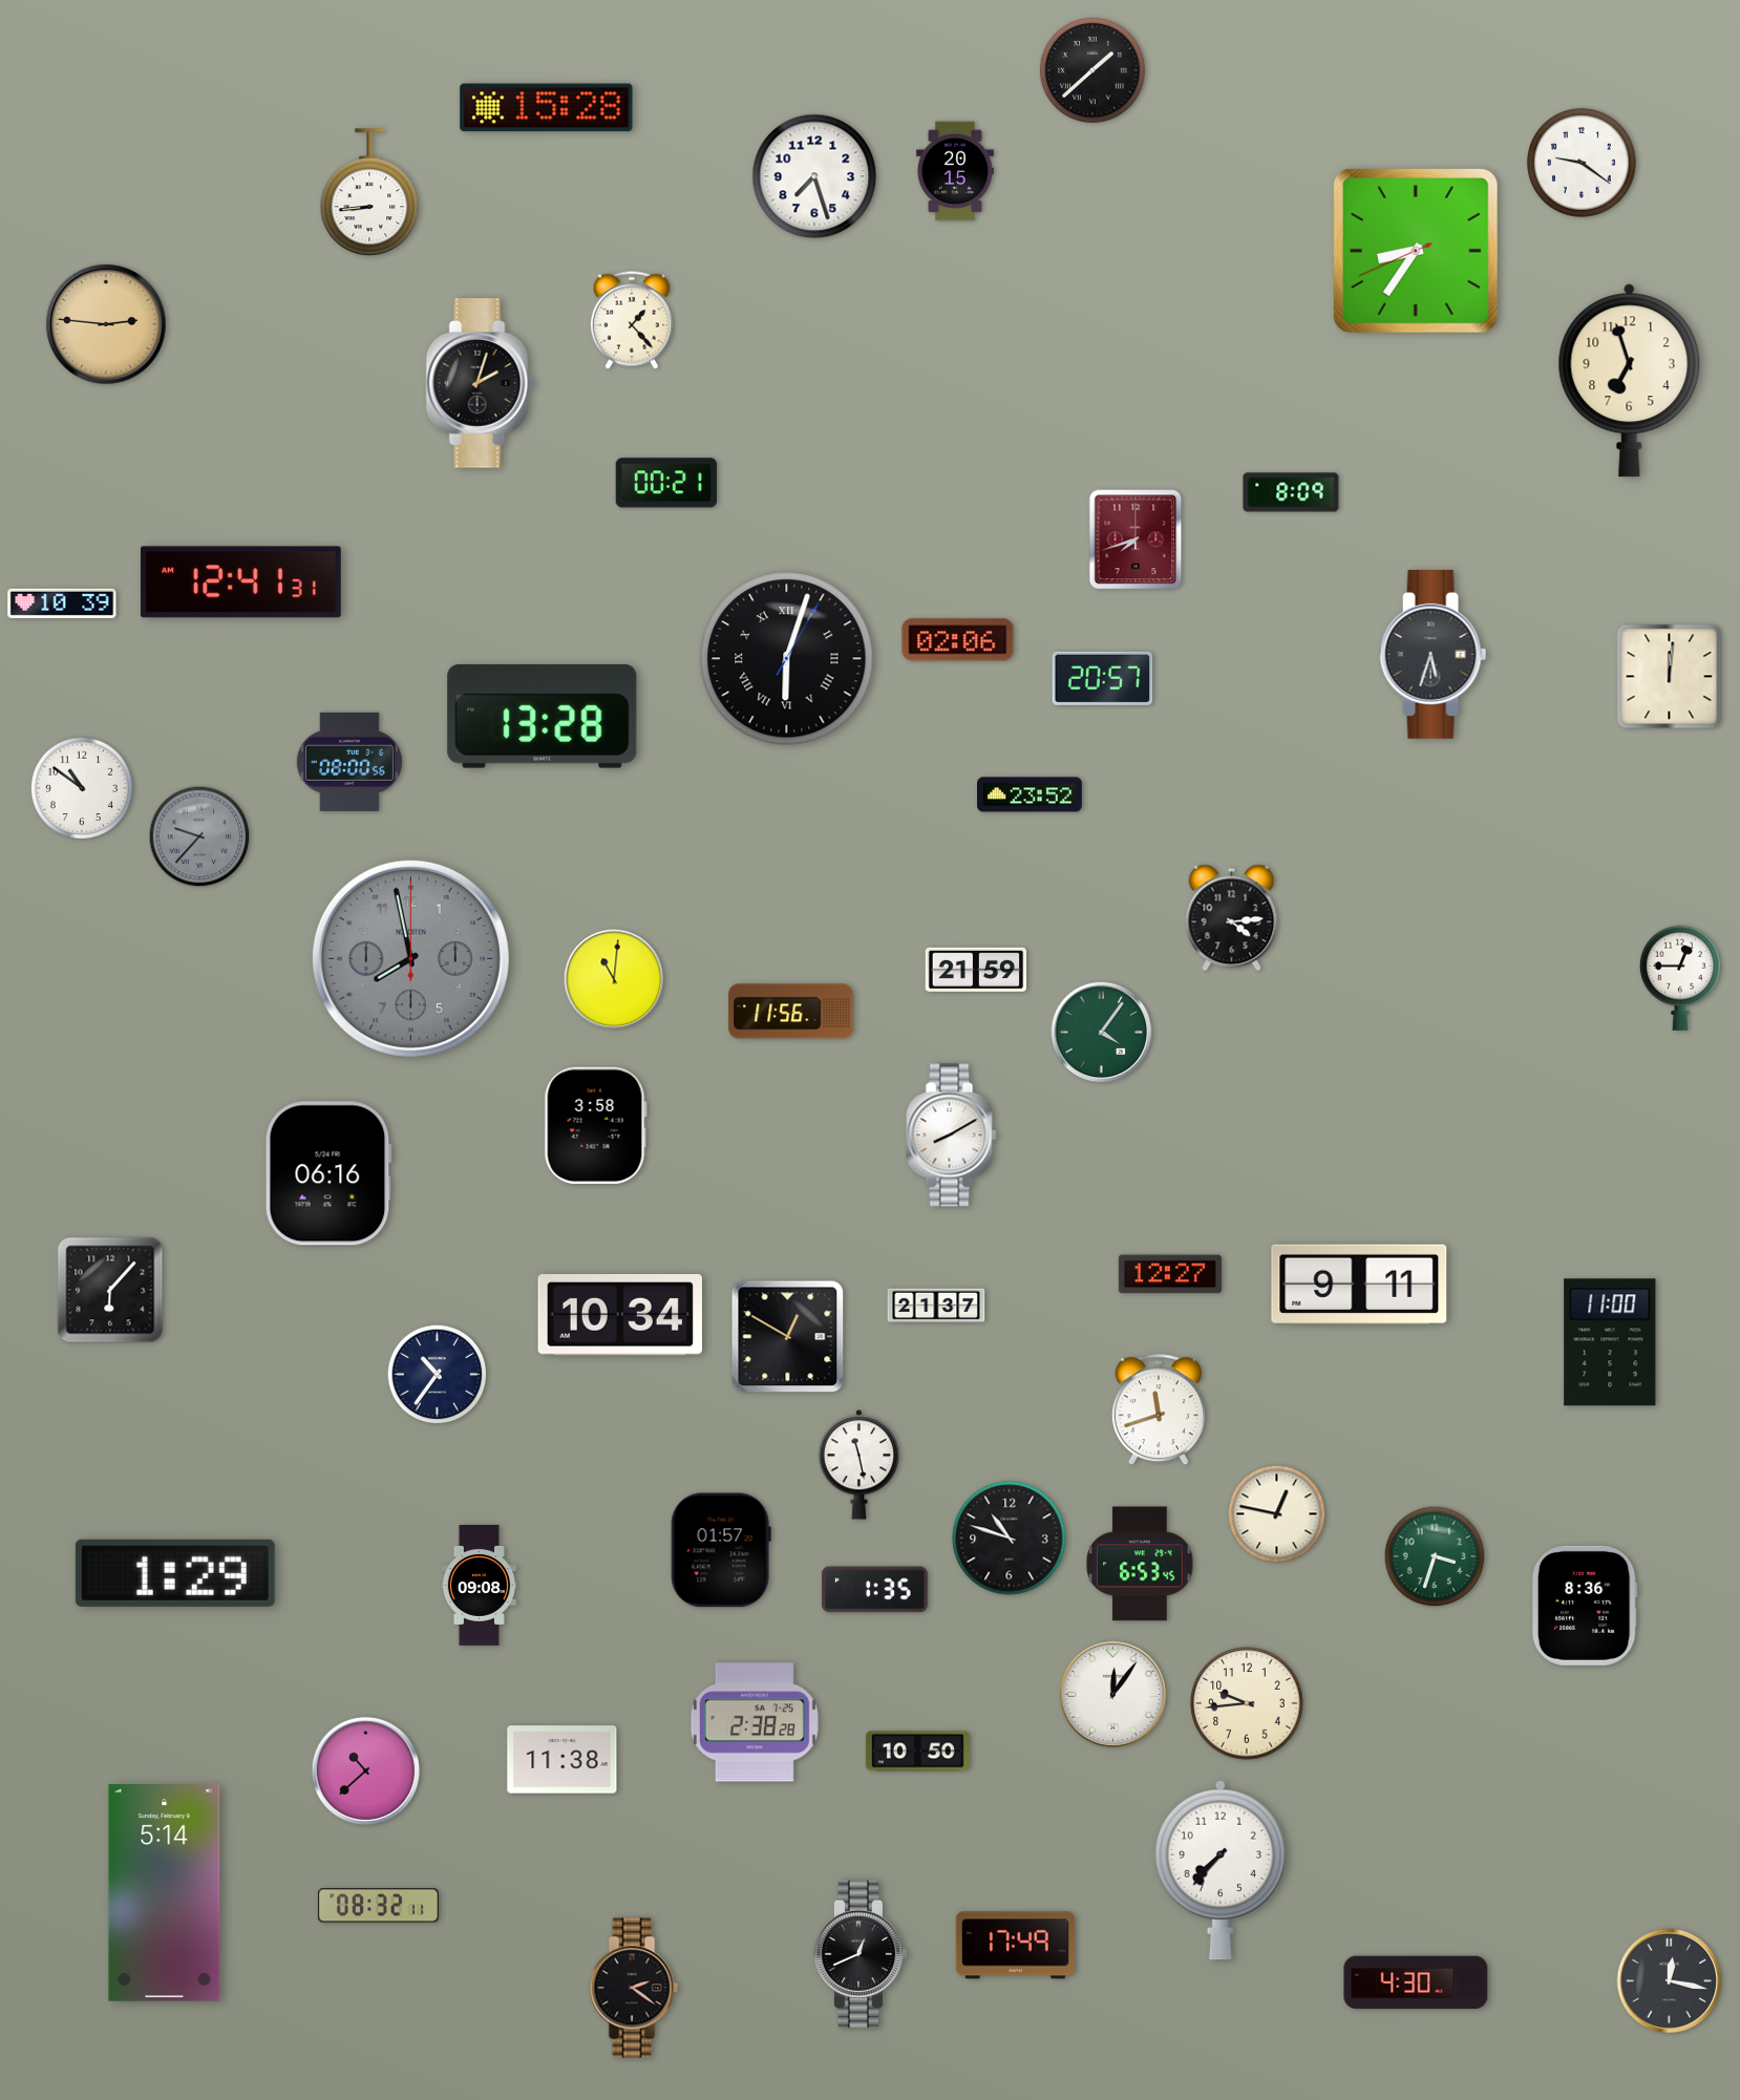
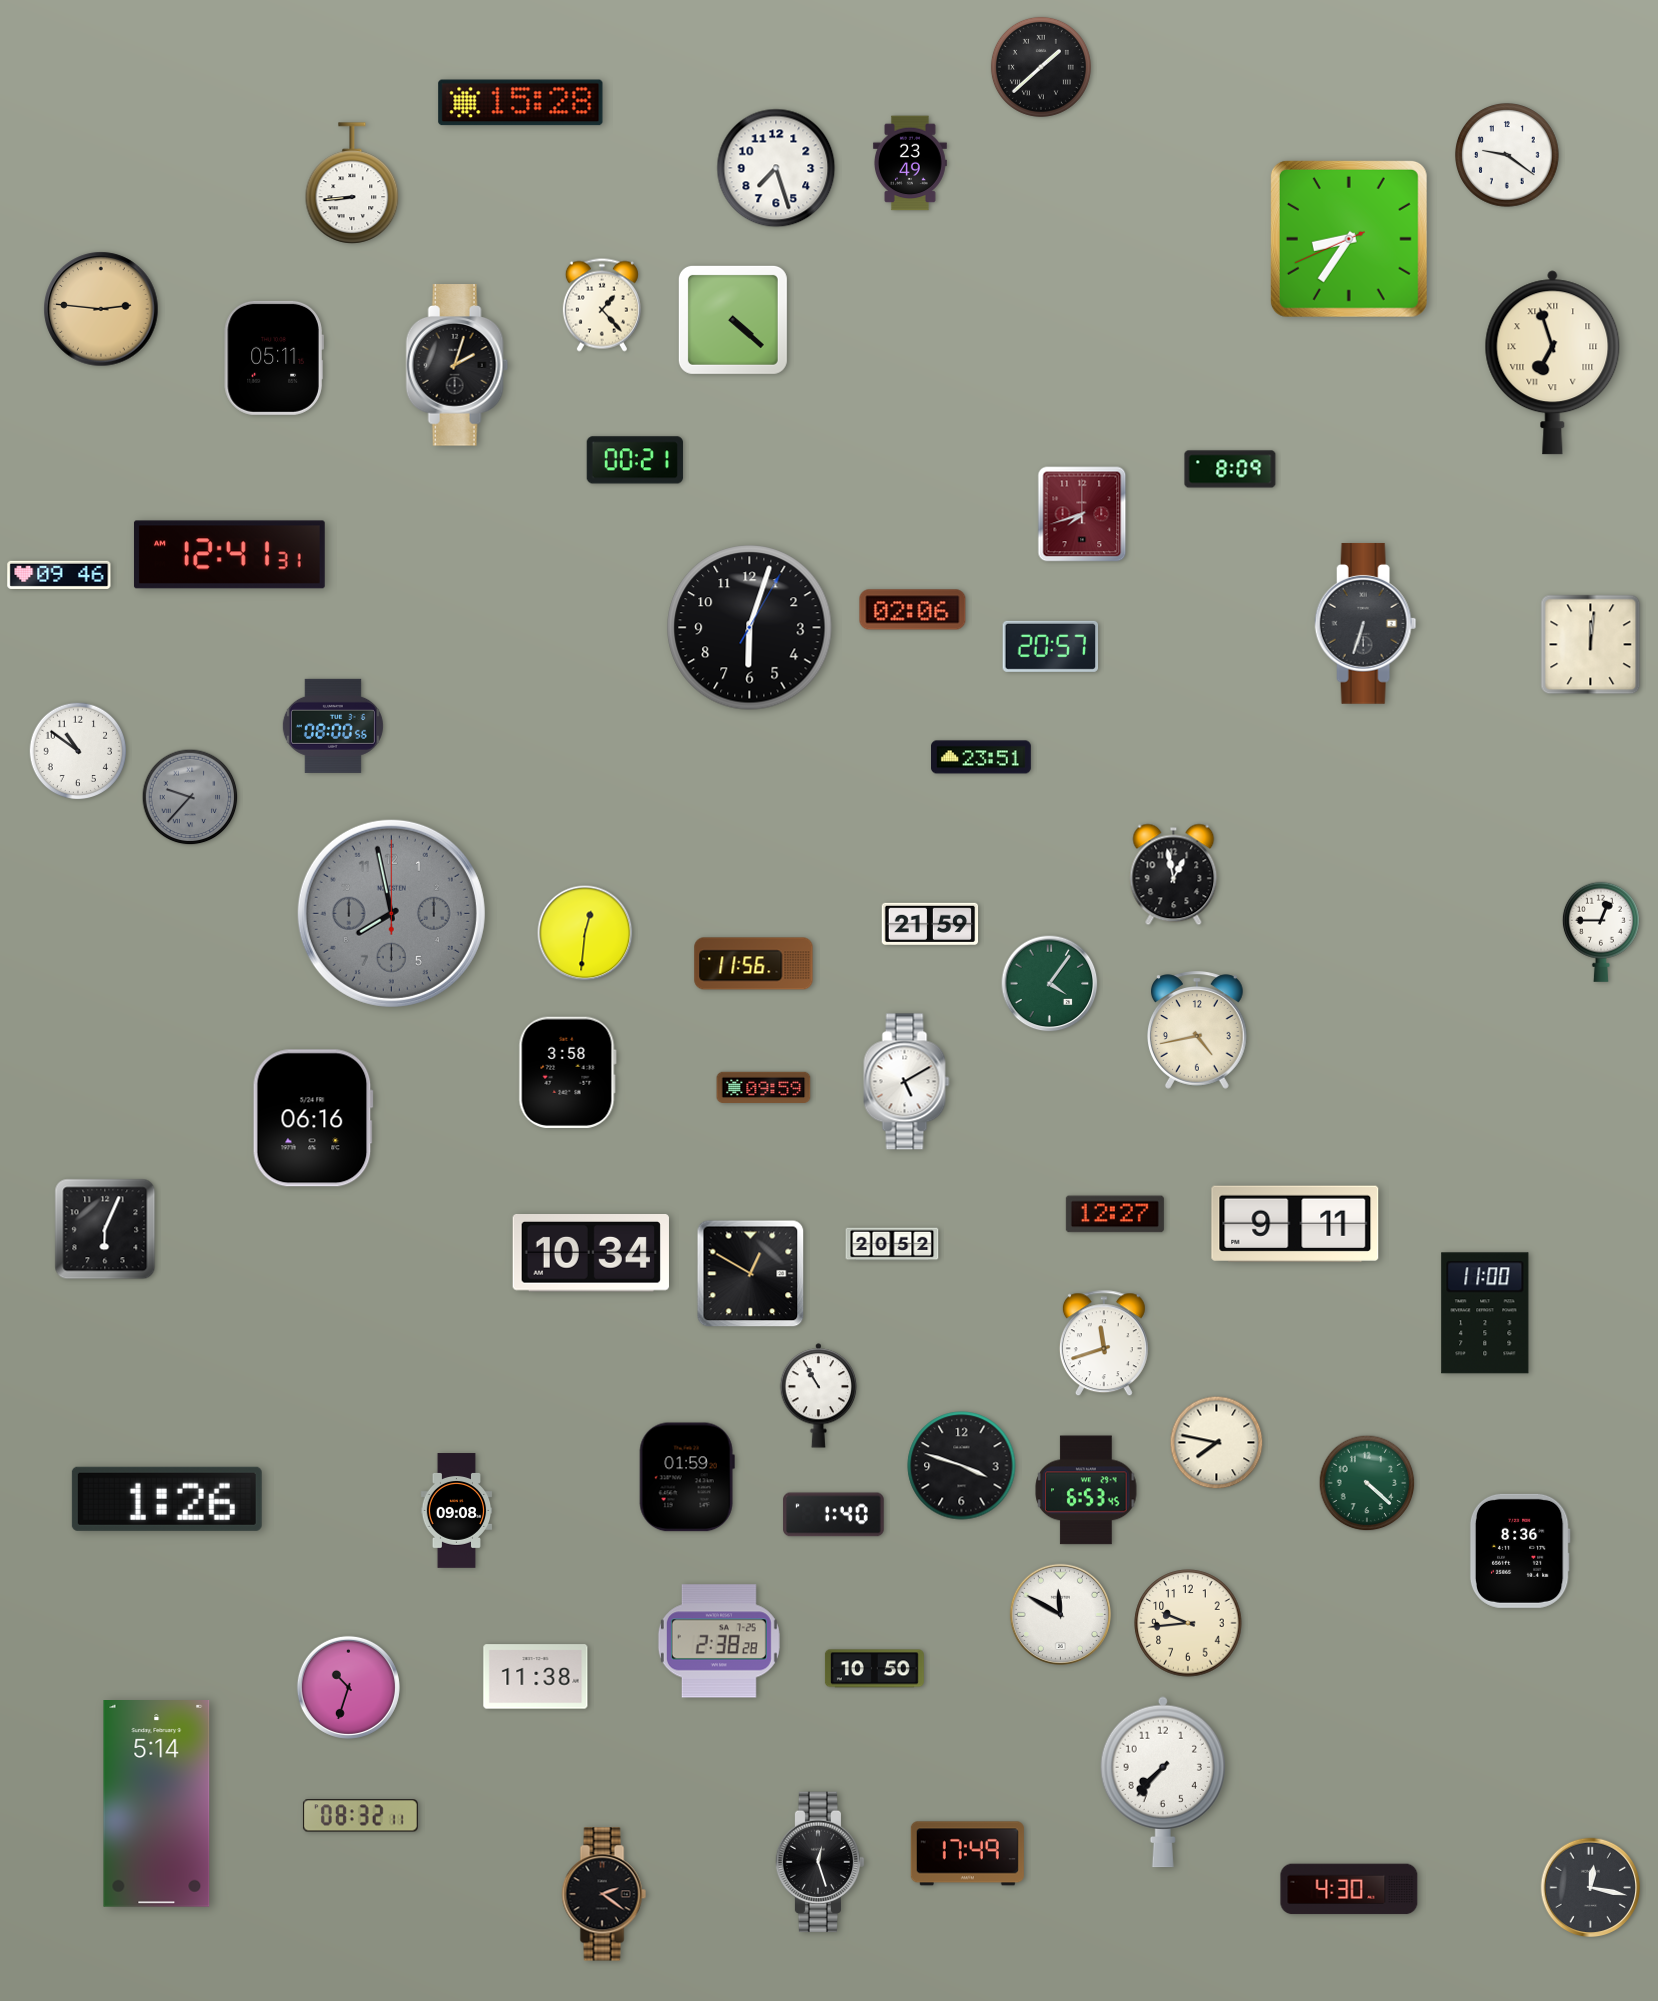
clock at (955, 171): 20:15 -> 23:49
clock at (733, 320): none -> 4:22
clock at (274, 358): none -> 05:11
clock at (1630, 381) numerals: Arabic -> Roman
clock at (62, 603): 10:39 -> 09:46
clock at (1434, 654): 5:33 -> 6:33
clock at (787, 659) numerals: Roman -> Arabic
clock at (543, 716): 13:28 -> none
clock at (1031, 794): 23:52 -> 23:51
clock at (1232, 918): 4:14 -> 12:58
clock at (614, 979): 11:01 -> 12:31
clock at (1198, 1030): none -> 4:43
clock at (952, 1136): 8:10 -> 5:10
clock at (764, 1088): none -> 09:59
clock at (110, 1290): 6:07 -> 6:04
clock at (936, 1306): 21:37 -> 20:52
clock at (1610, 1342) position: (1610, 1342) -> (1485, 1313)
clock at (438, 1375): 10:36 -> none
clock at (860, 1465): 11:28 -> 10:55
clock at (1277, 1514): 12:47 -> 7:47
clock at (1010, 1539): 10:48 -> 3:48
clock at (721, 1550): 01:57 -> 01:59
clock at (1435, 1556): 3:33 -> 4:22
clock at (175, 1573): 1:29 -> 1:26
clock at (875, 1590): 1:35 -> 1:40
clock at (1585, 1606) position: (1585, 1606) -> (1520, 1551)
clock at (1112, 1694): 12:06 -> 11:50
clock at (365, 1770): 10:38 -> 10:33
clock at (861, 1954): 12:41 -> 12:27
